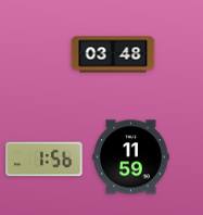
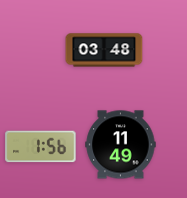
clock at (131, 157): 11:59 -> 11:49
